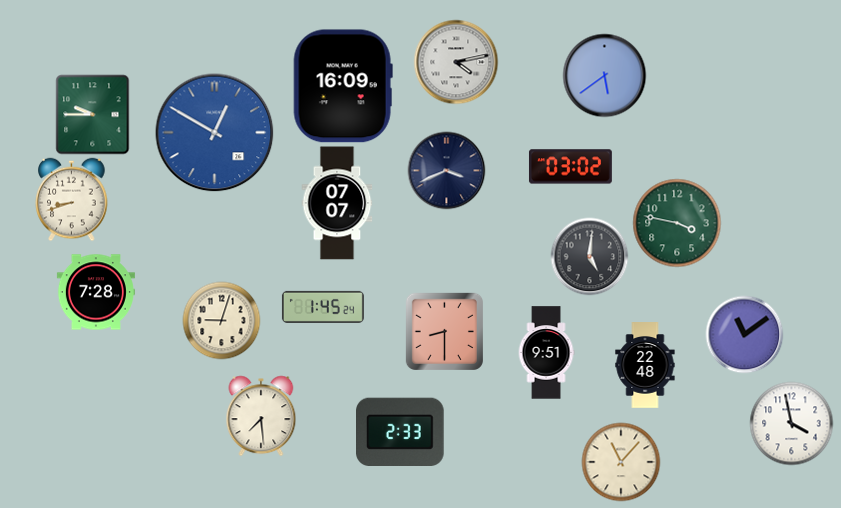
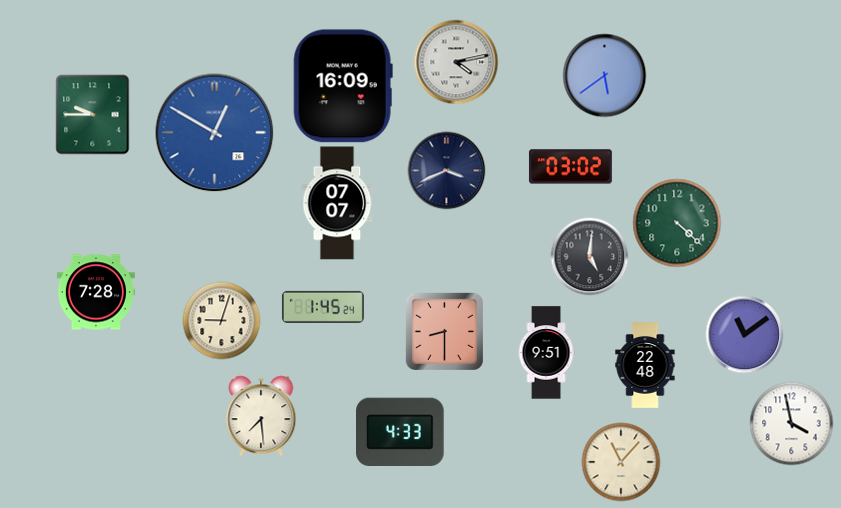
clock at (72, 199): 8:42 -> none
clock at (677, 223): 3:47 -> 4:22
clock at (401, 431): 2:33 -> 4:33
